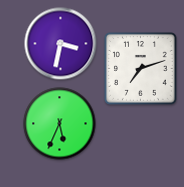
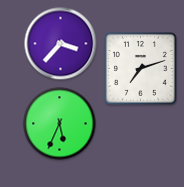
clock at (61, 44): 3:32 -> 3:37
